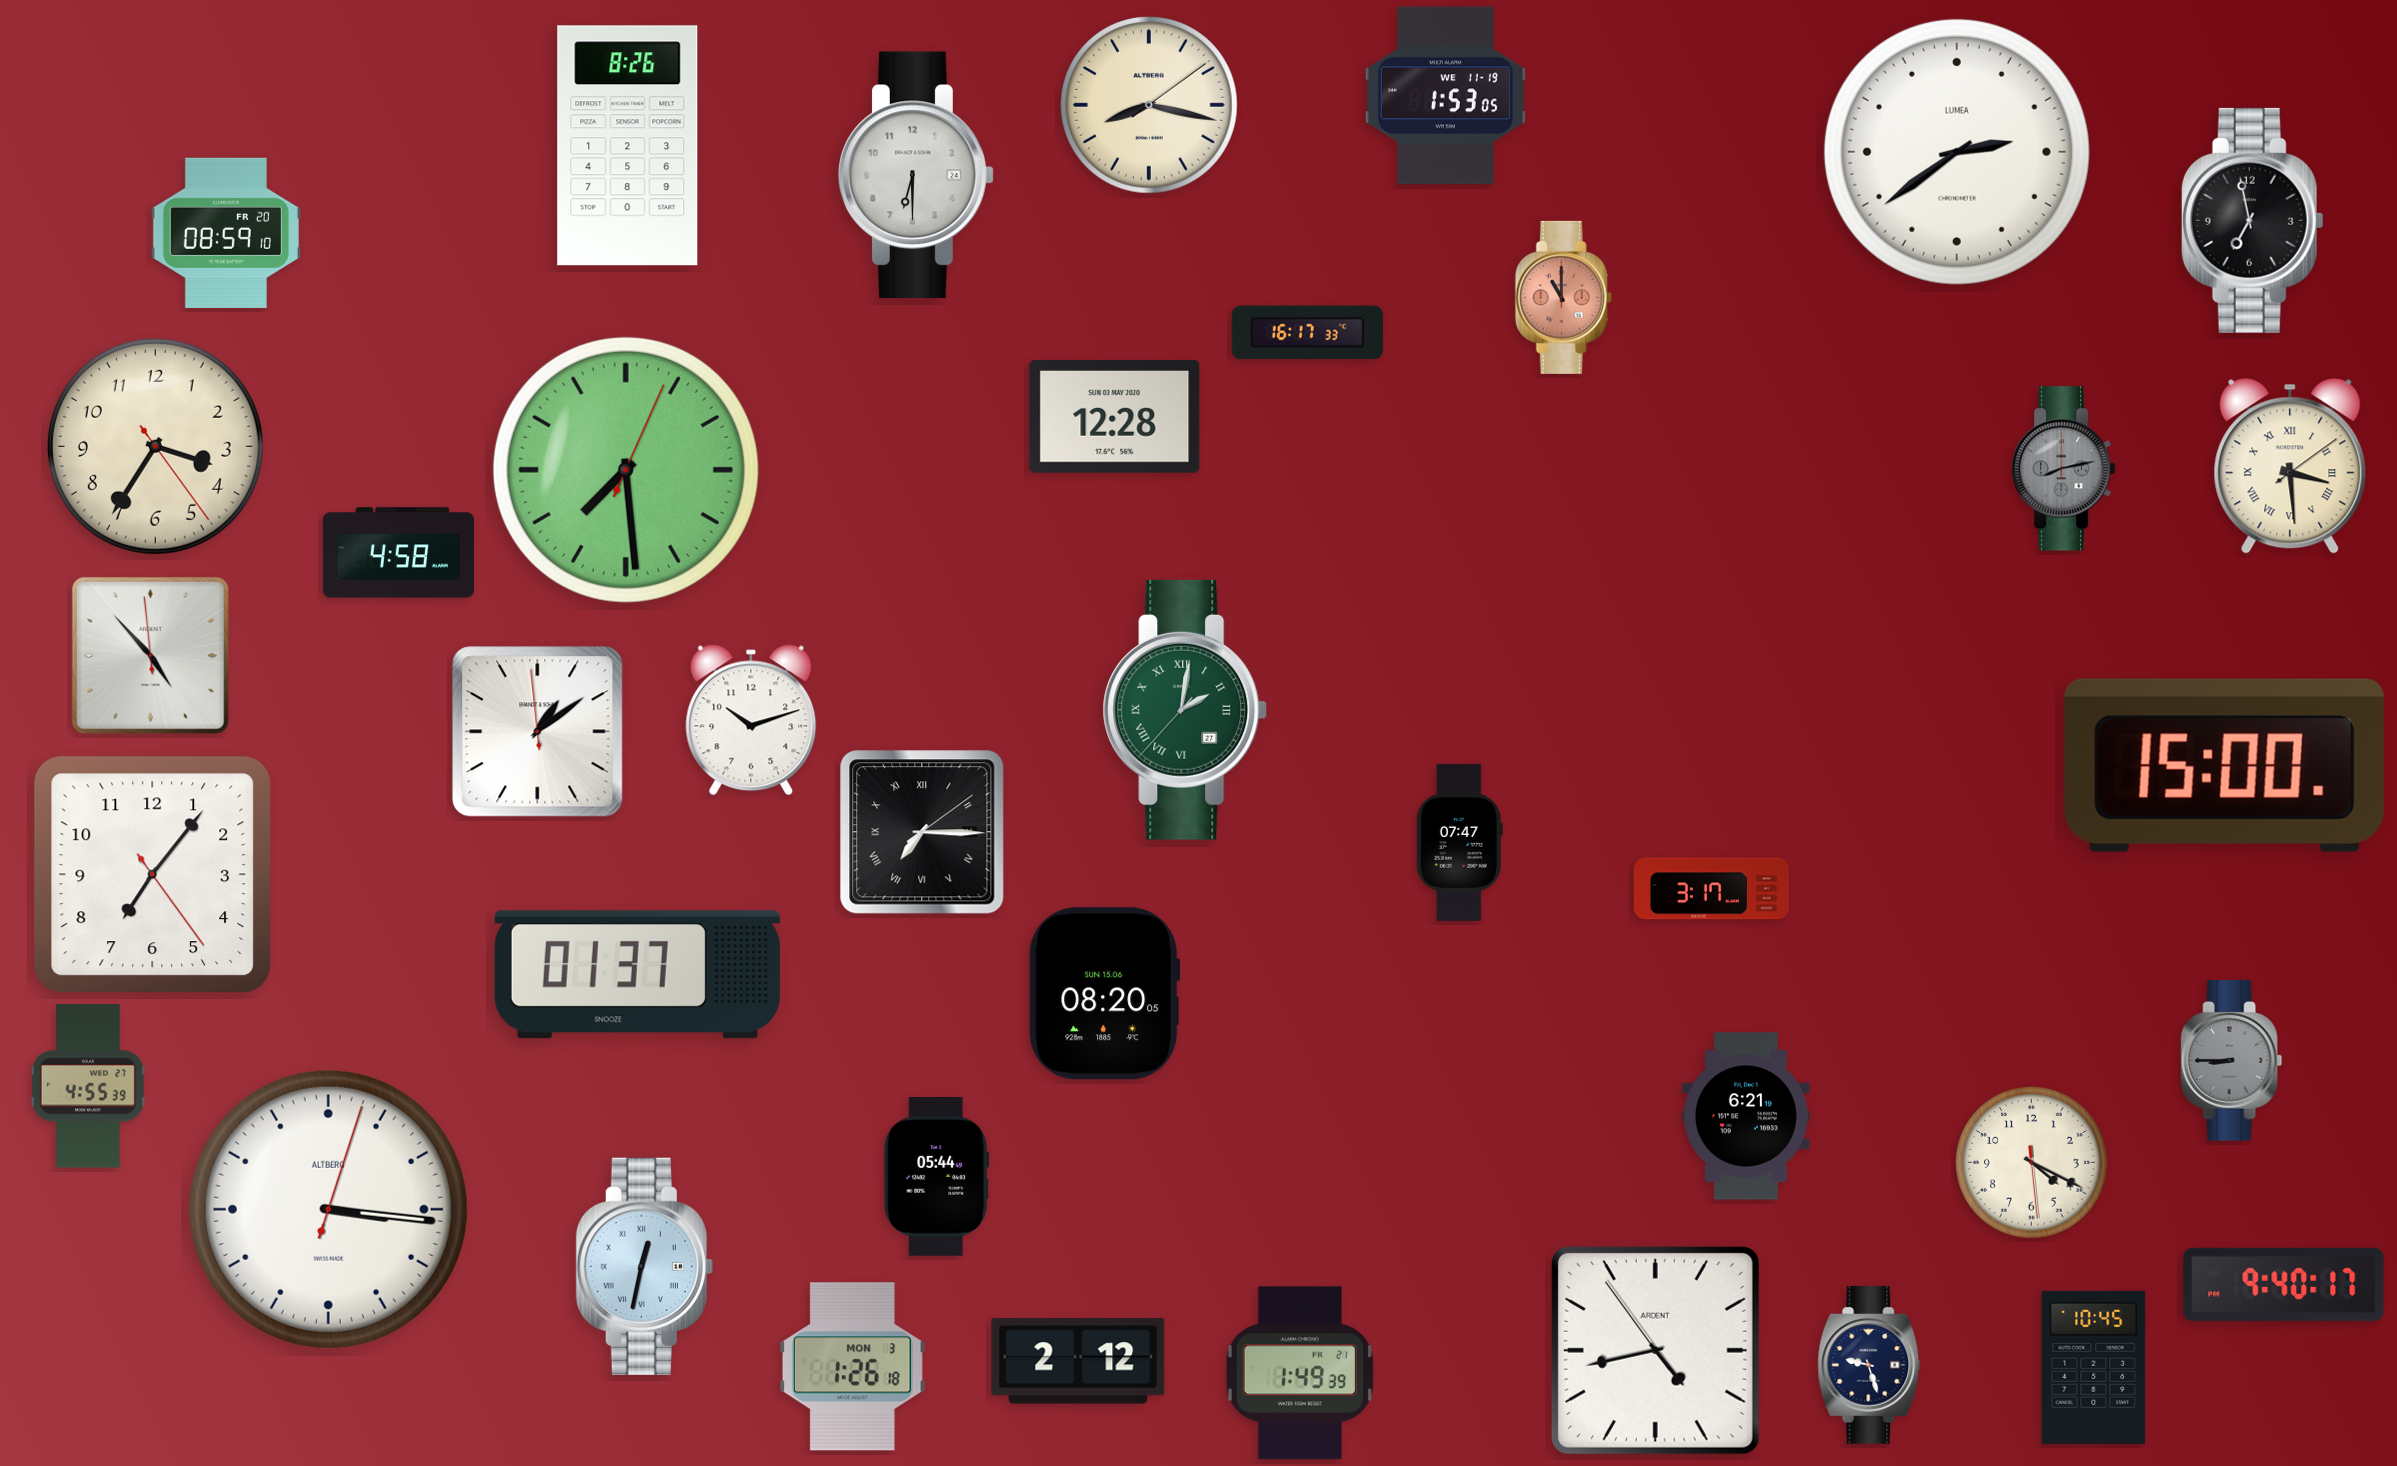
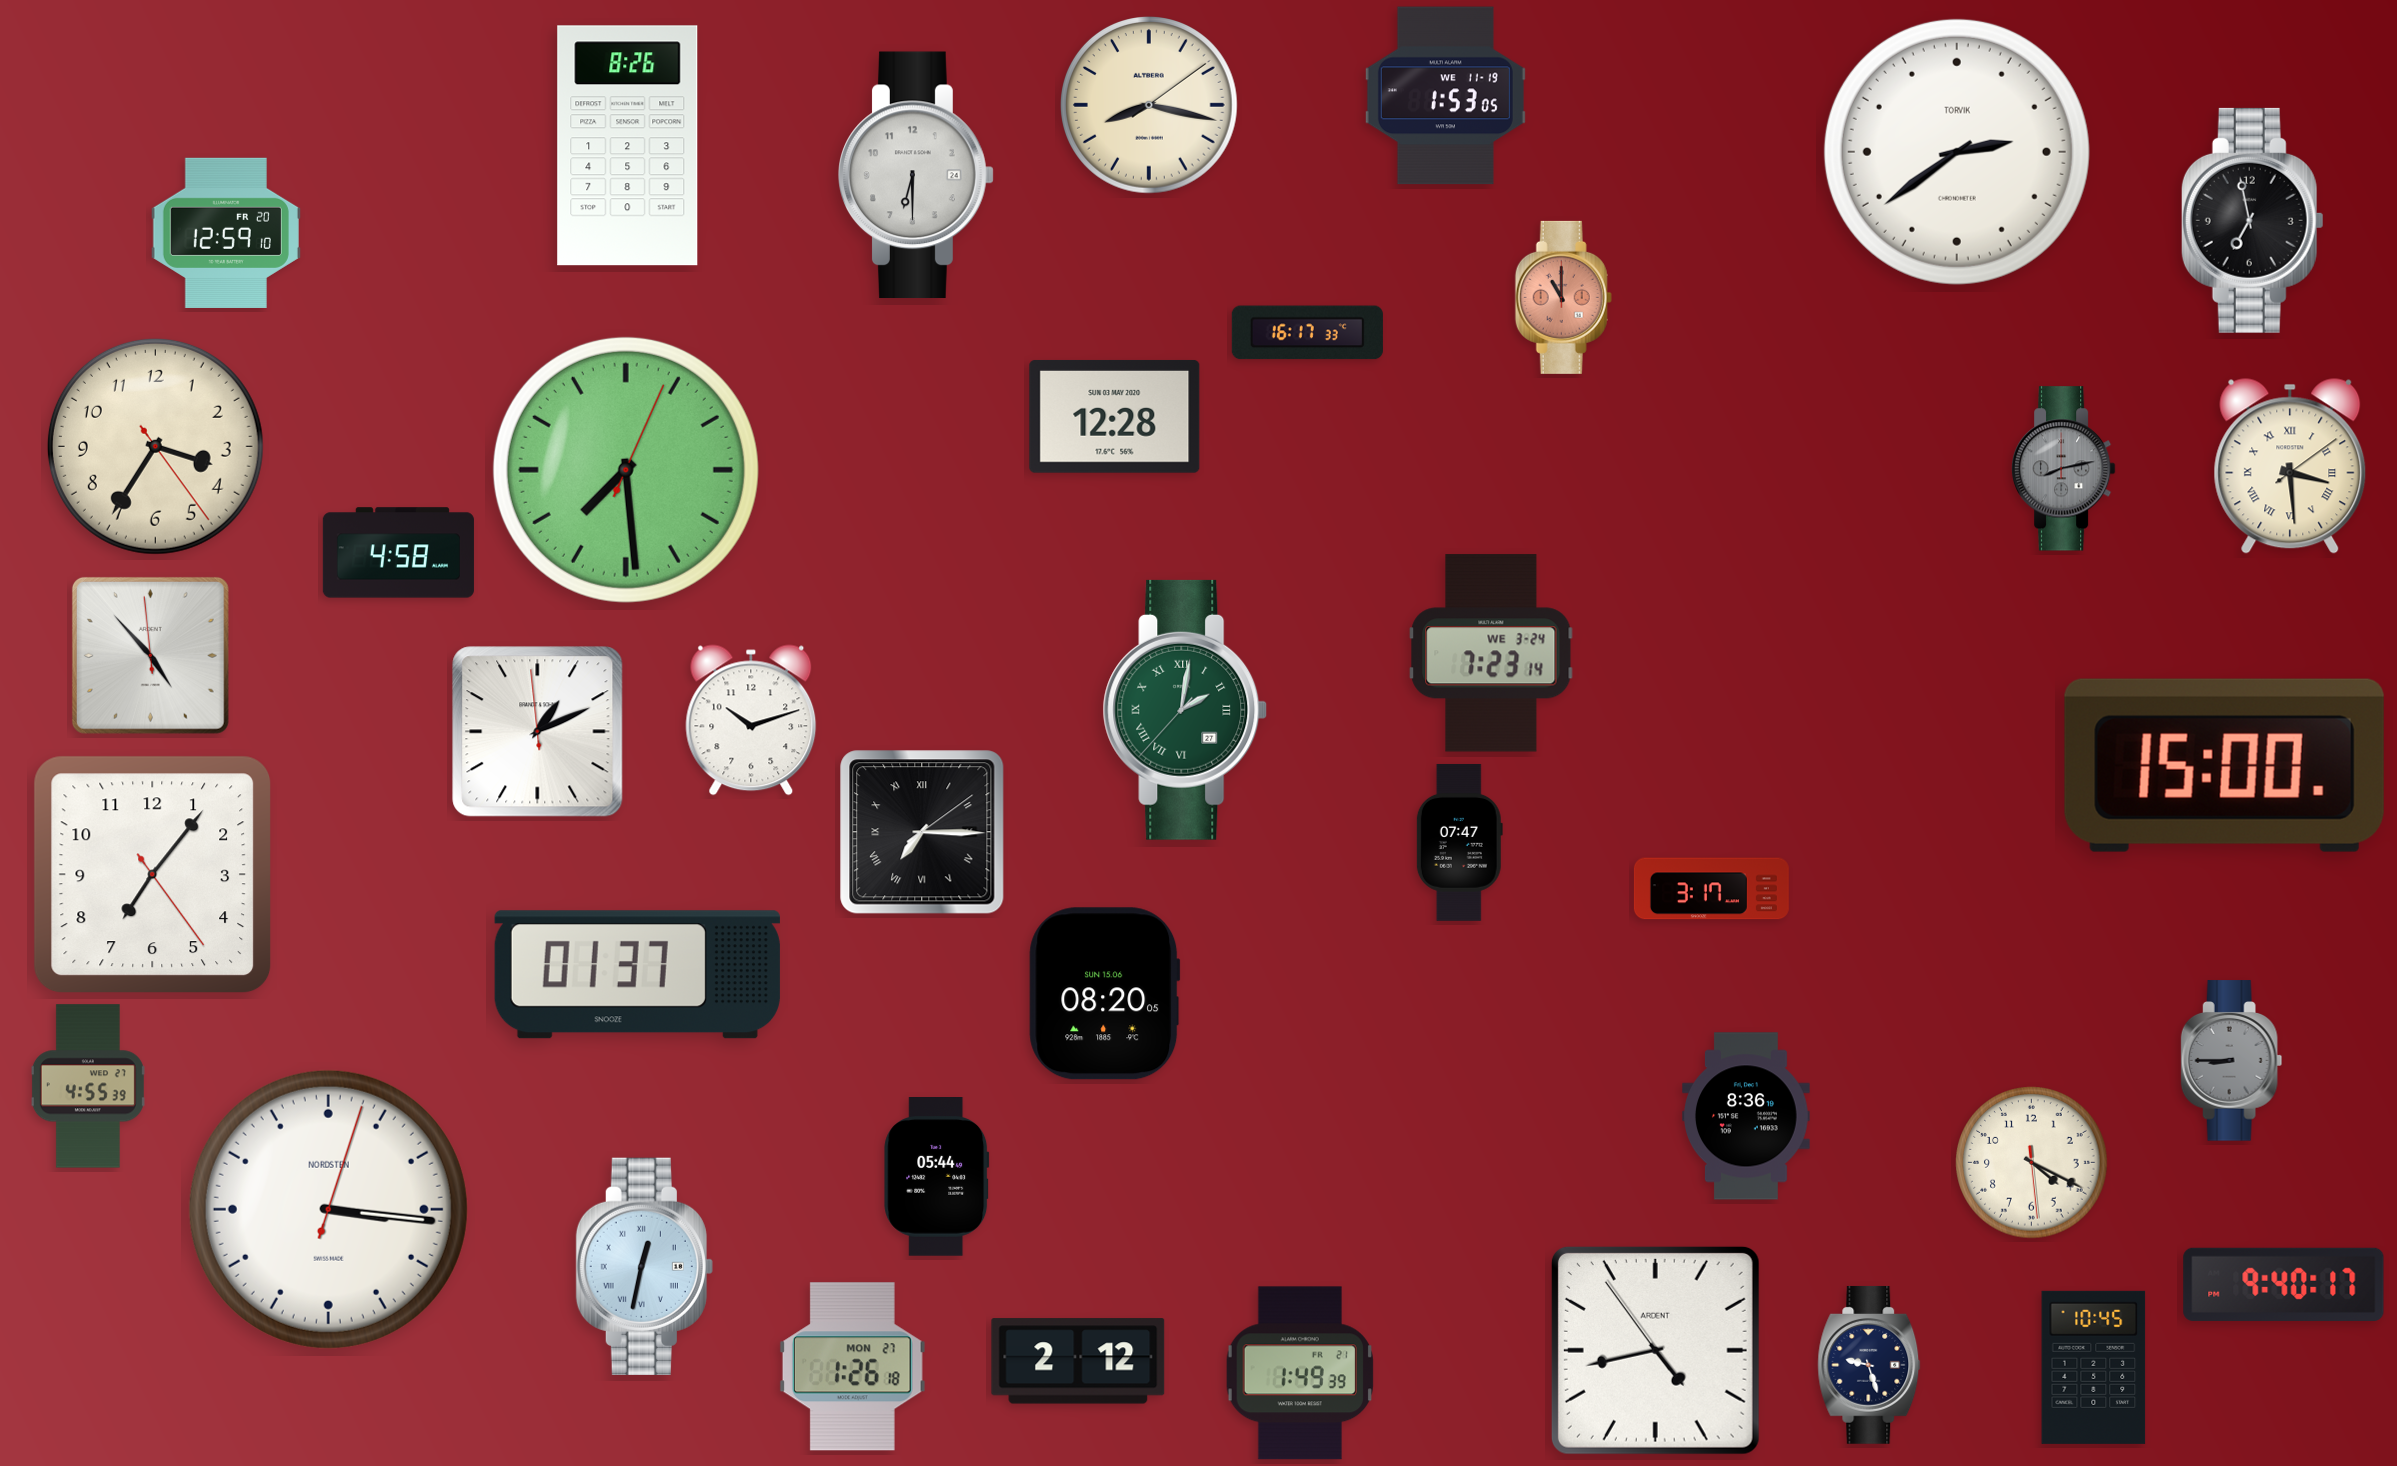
clock at (1957, 152) brand: LUMEA -> TORVIK
clock at (226, 233): 08:59 -> 12:59
clock at (1491, 653): none -> 7:23
clock at (538, 732): 1:08 -> 1:10
clock at (1747, 1116): 6:21 -> 8:36
clock at (328, 1209) brand: ALTBERG -> NORDSTEN
clock at (852, 1367) date: MON 3 -> MON 27
